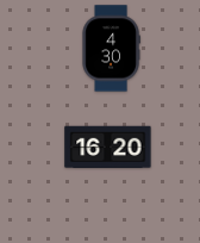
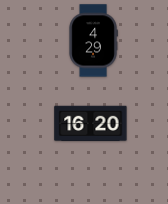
clock at (111, 49): 4:30 -> 4:29
